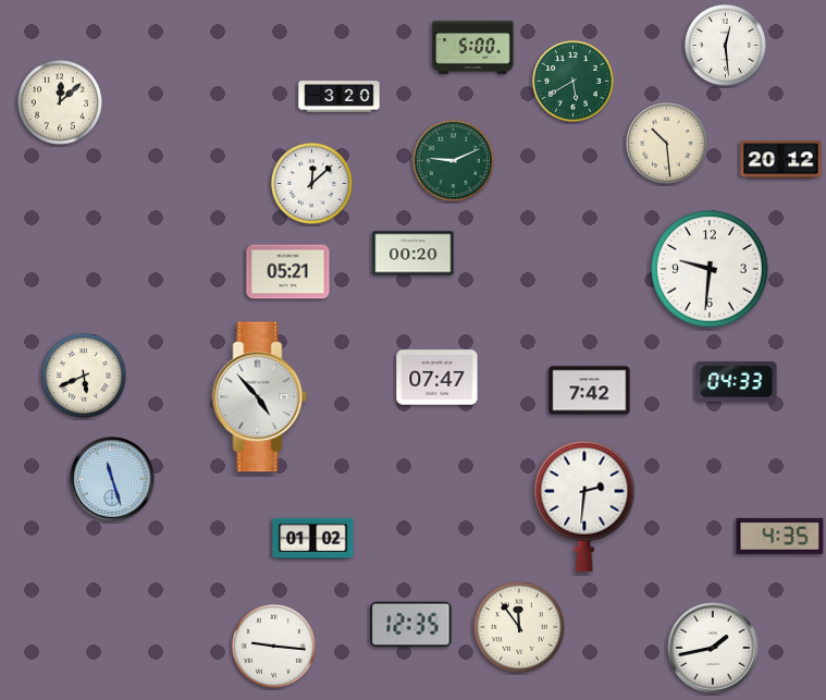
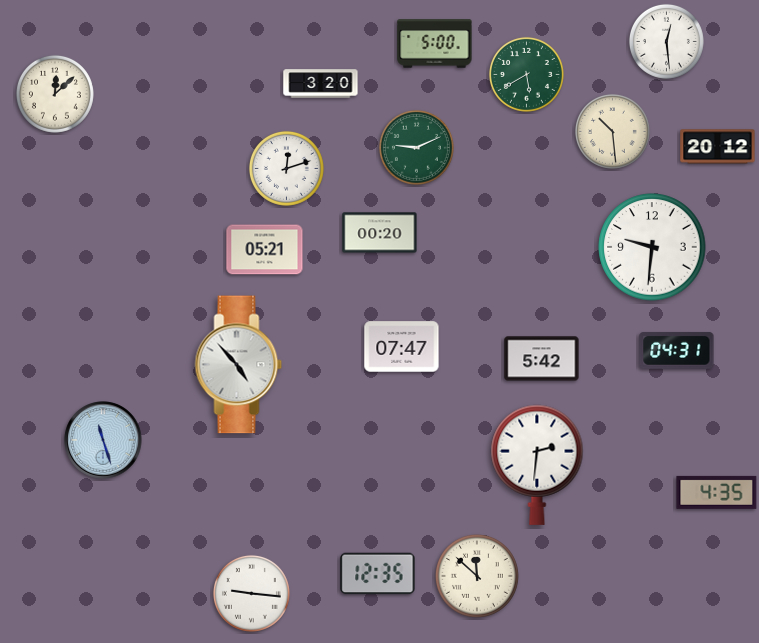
clock at (340, 97) position: (340, 97) -> (321, 84)
clock at (311, 183): 12:08 -> 12:12
clock at (84, 376): 5:41 -> none
clock at (737, 381): 04:33 -> 04:31
clock at (590, 391): 7:42 -> 5:42
clock at (313, 539): 01:02 -> none
clock at (519, 627): 11:54 -> 11:52
clock at (713, 648): 1:43 -> none
